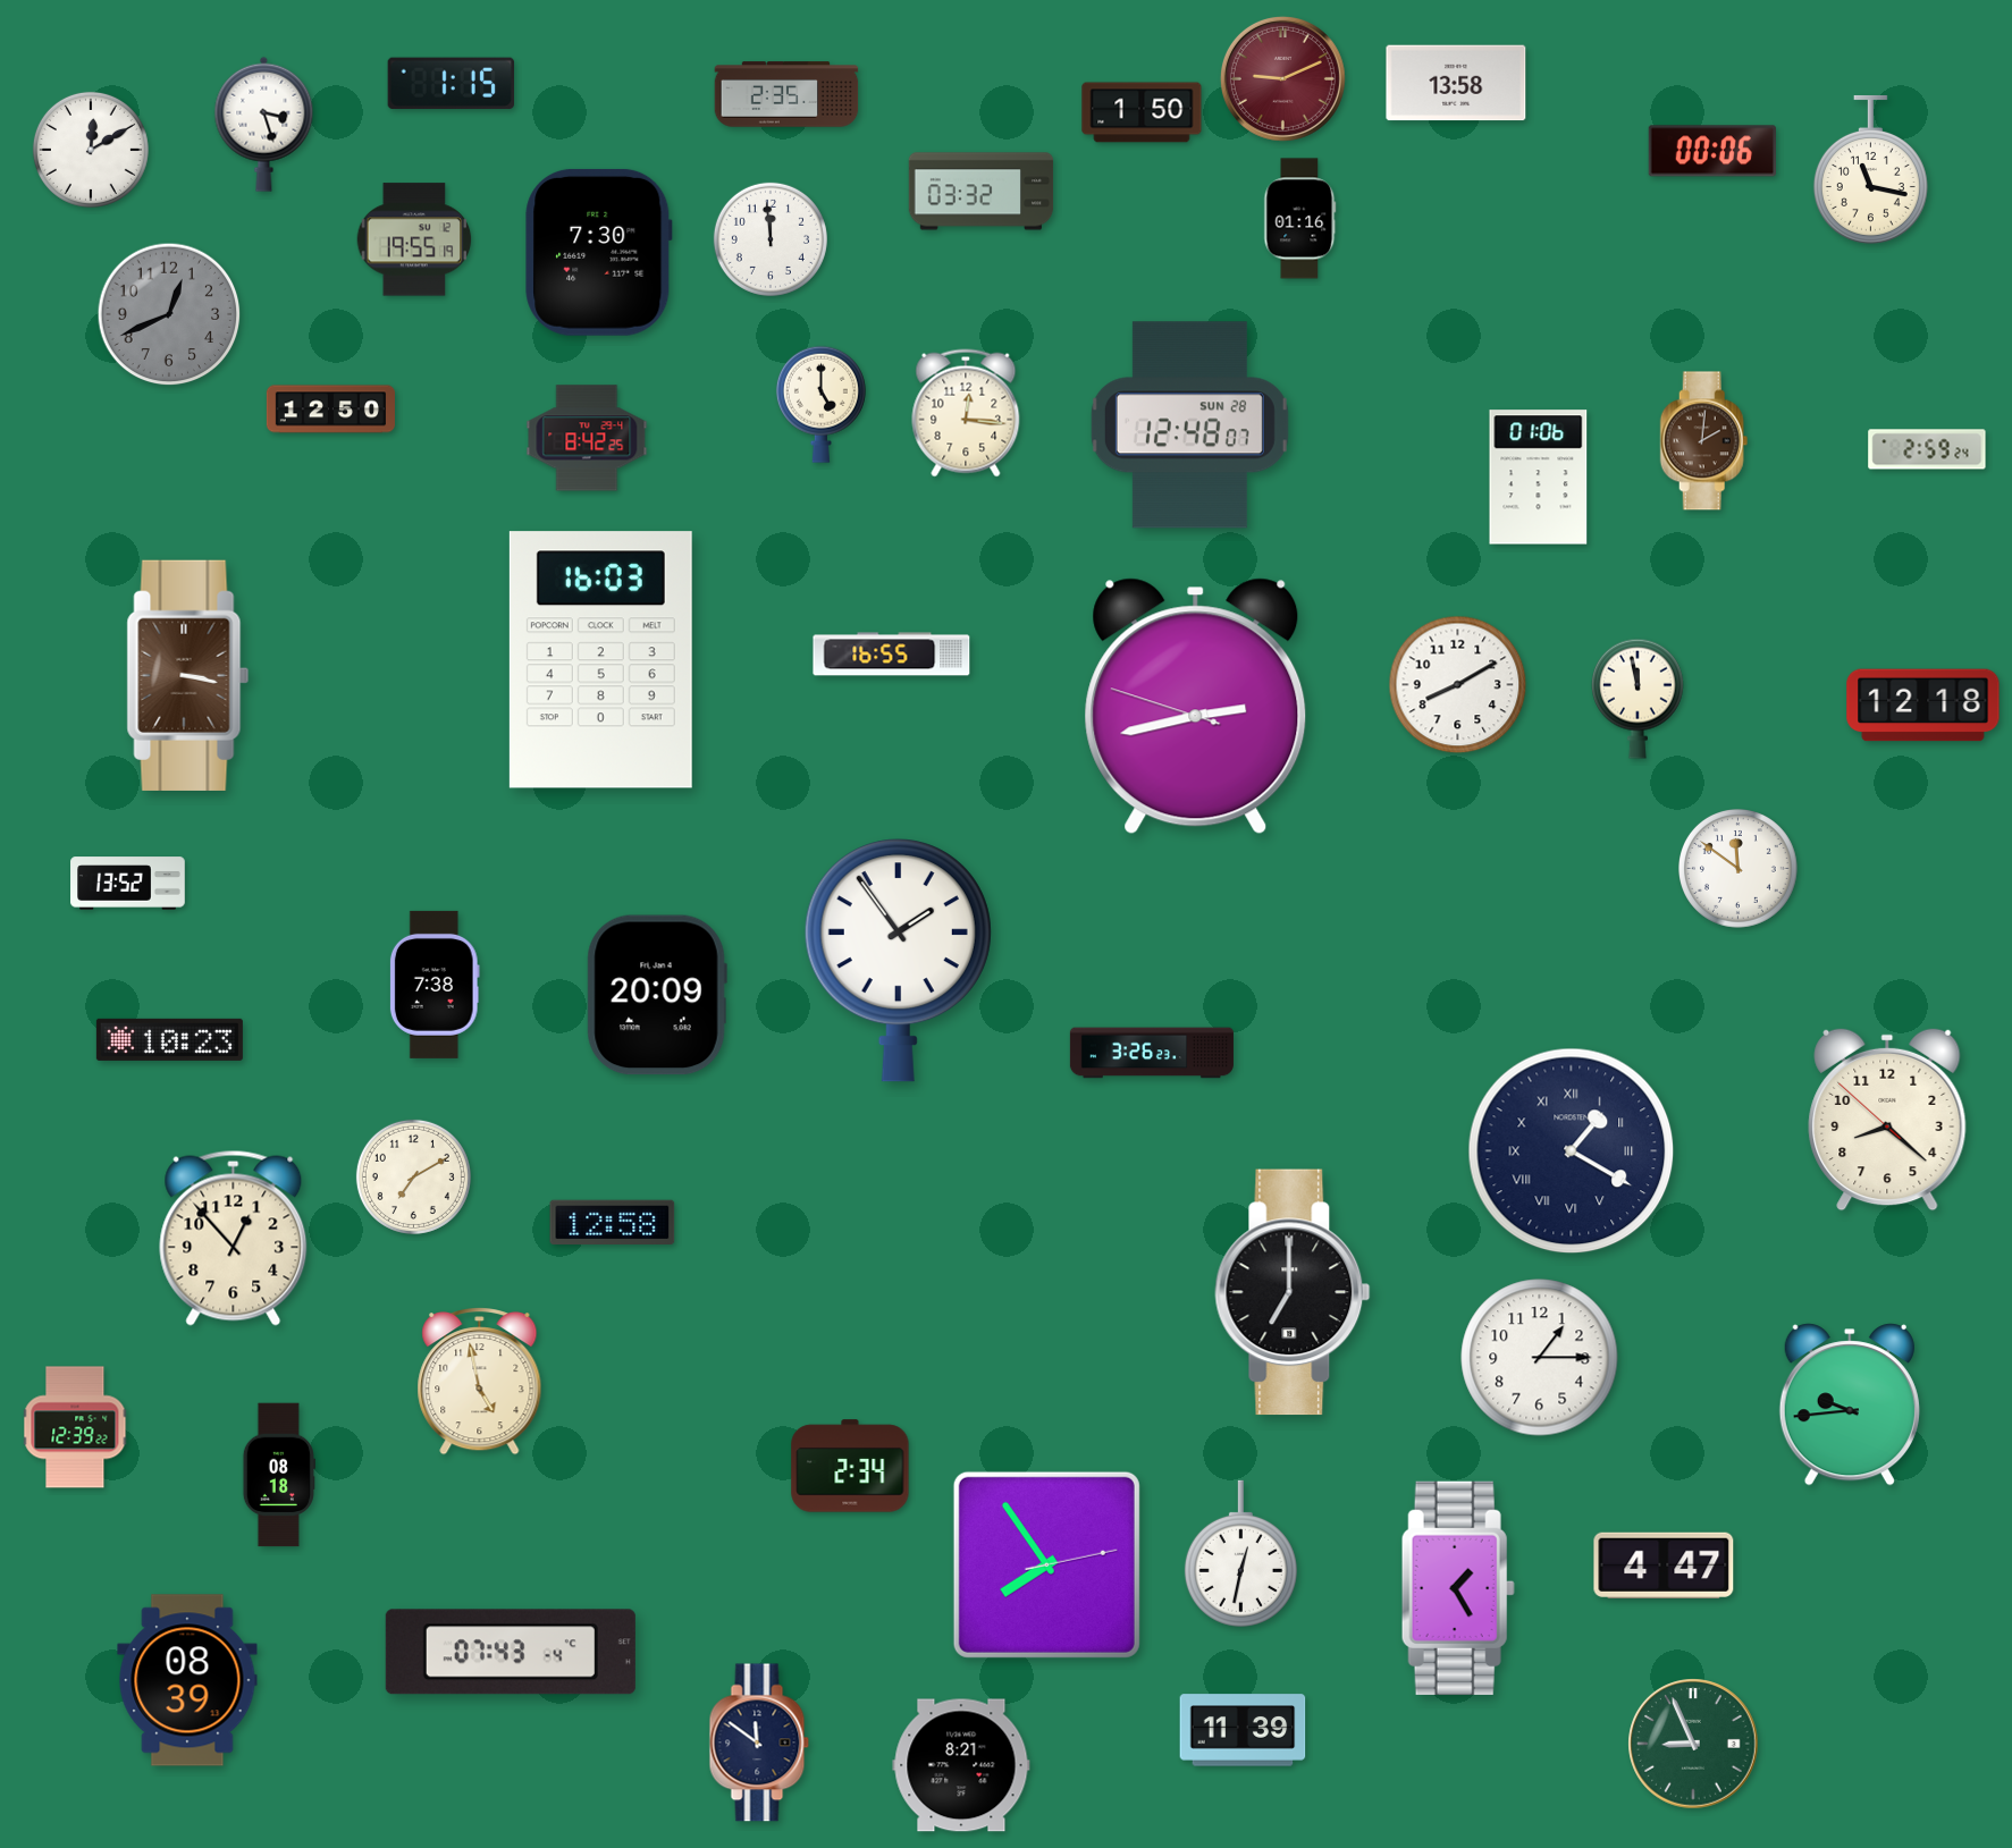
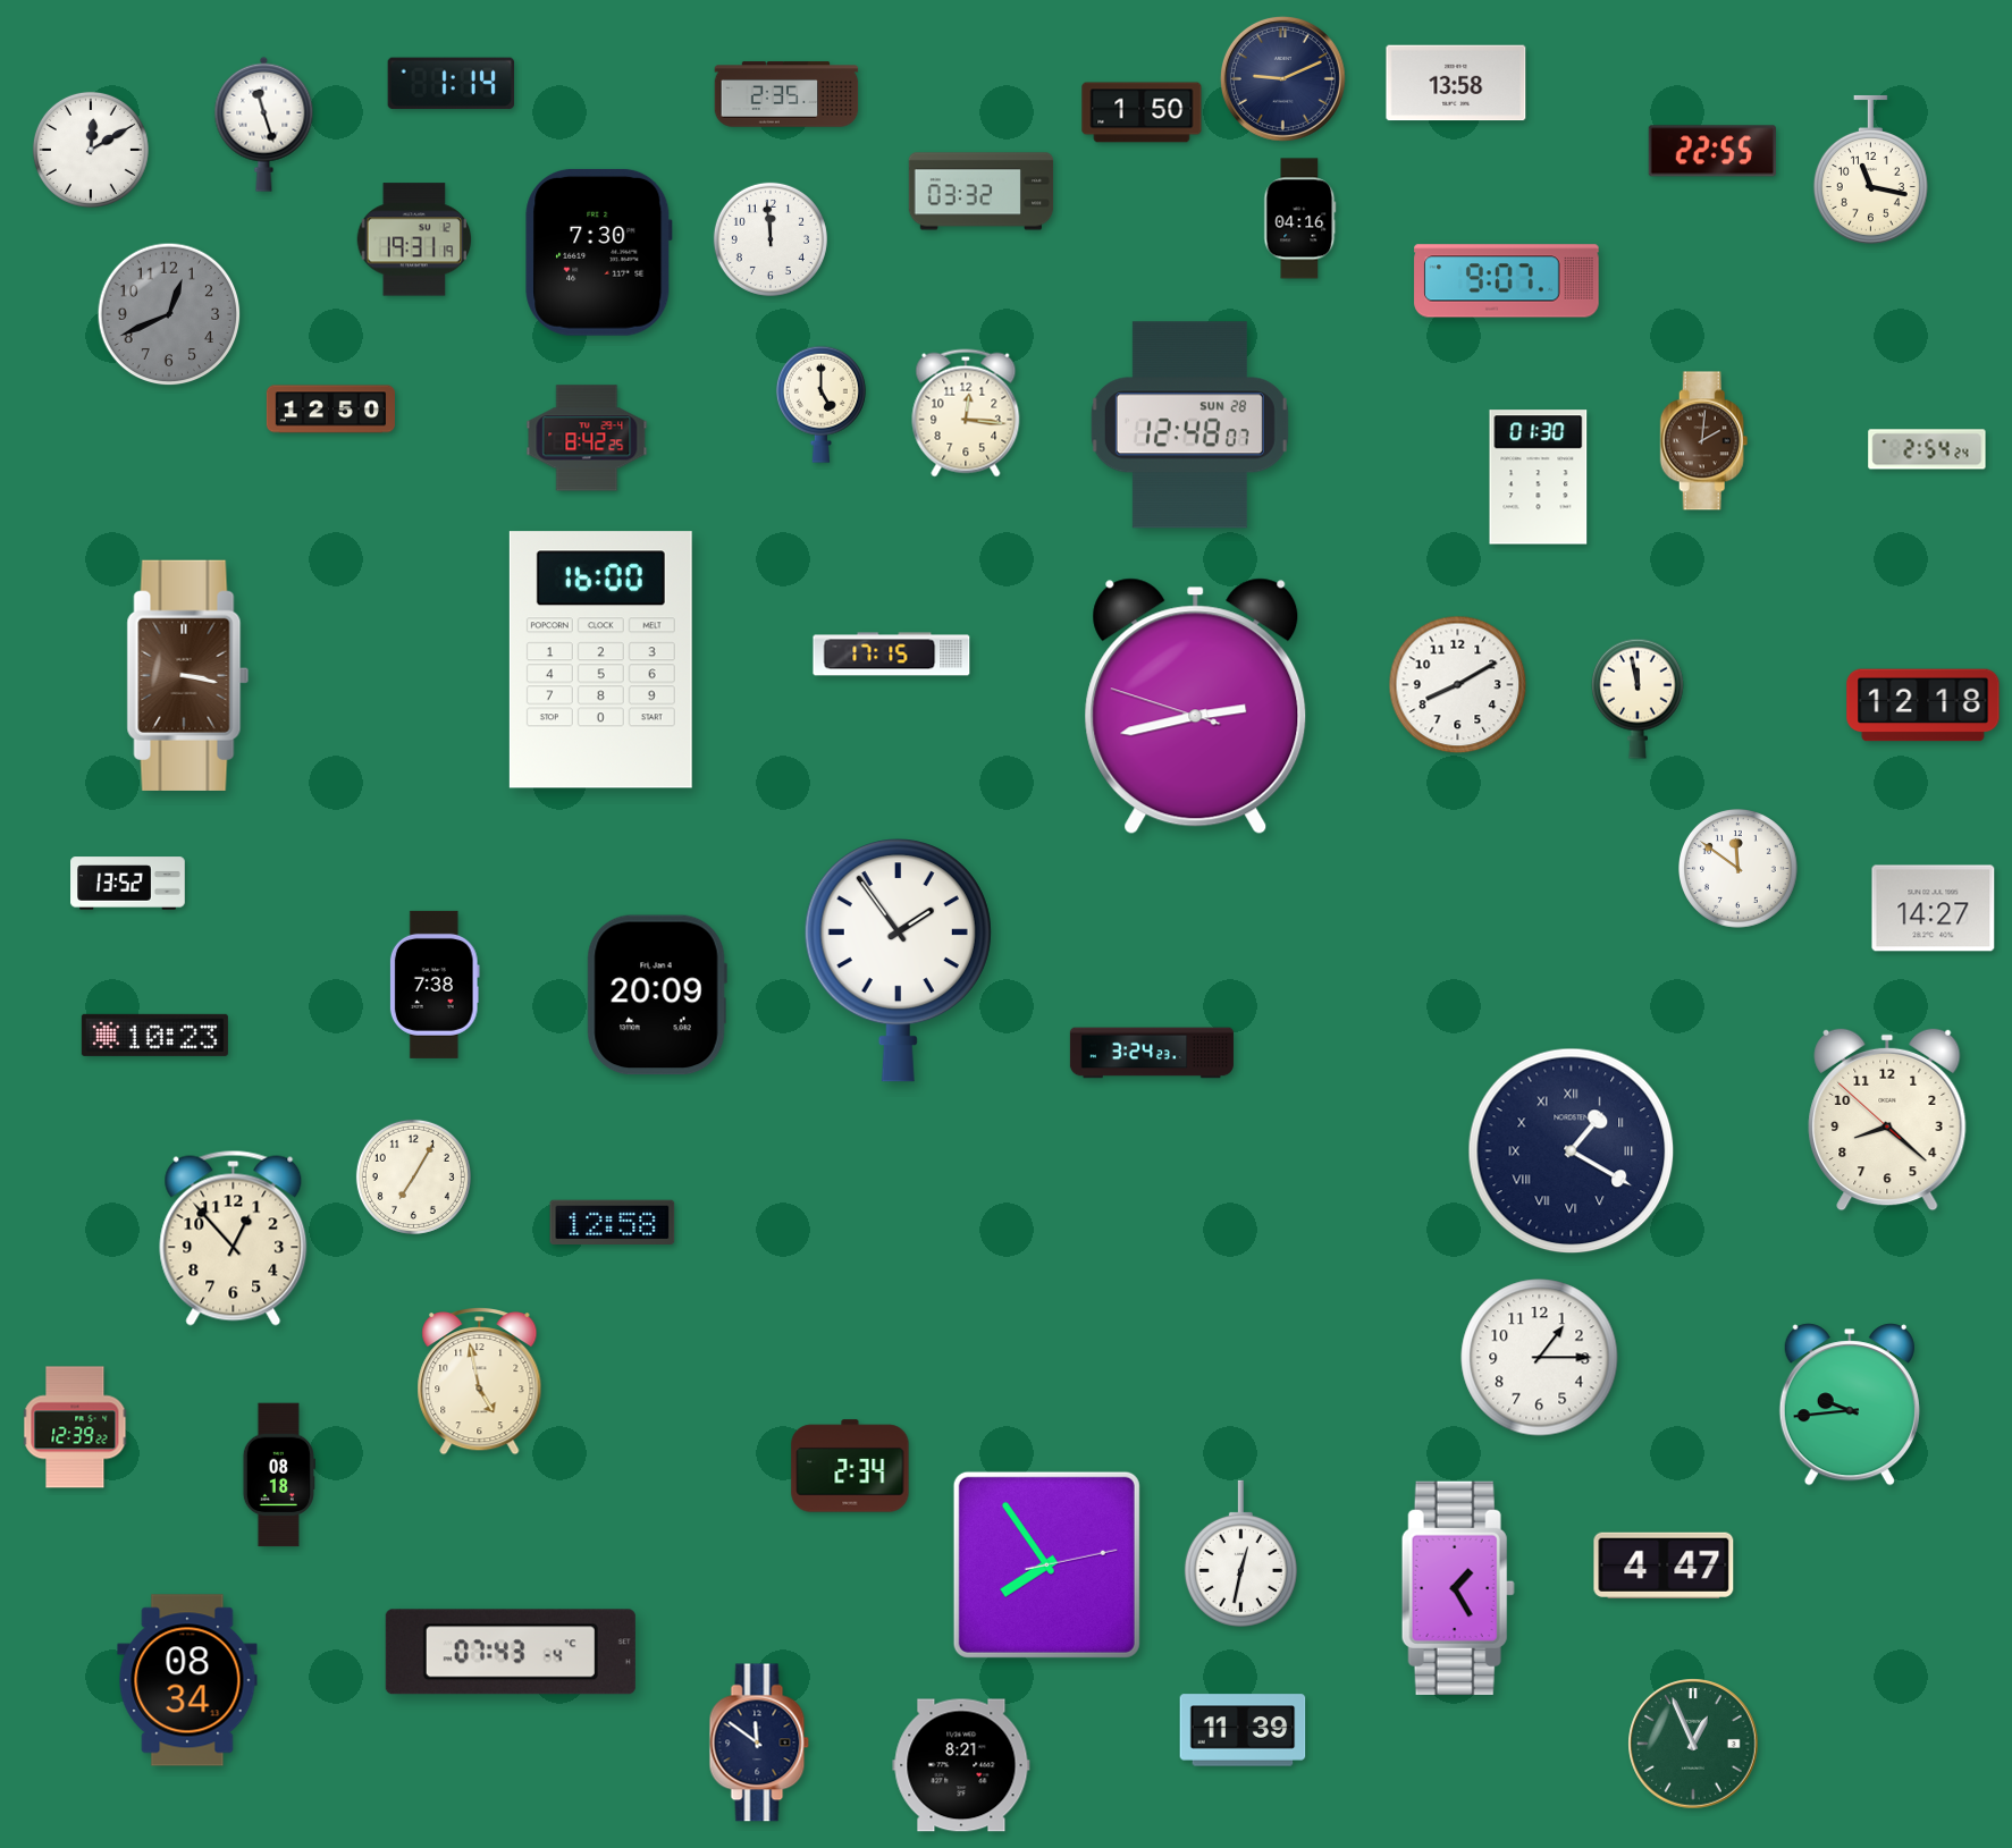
clock at (1282, 78) dial: burgundy -> navy
clock at (452, 84): 1:15 -> 1:14
clock at (264, 124): 3:27 -> 11:27
clock at (1712, 151): 00:06 -> 22:55
clock at (1300, 219): 01:16 -> 04:16
clock at (414, 239): 19:55 -> 19:31
clock at (1507, 281): none -> 9:07
clock at (1927, 449): 2:59 -> 2:54
clock at (1539, 478): 01:06 -> 01:30
clock at (892, 655): 16:55 -> 17:15
clock at (600, 660): 16:03 -> 16:00
clock at (1934, 909): none -> 14:27
clock at (169, 1039) position: (169, 1039) -> (154, 1035)
clock at (1152, 1053): 3:26 -> 3:24
clock at (413, 1176): 7:10 -> 7:05
clock at (1293, 1292): 7:00 -> none
clock at (187, 1680): 08:39 -> 08:34
clock at (1693, 1744): 8:56 -> 12:56
